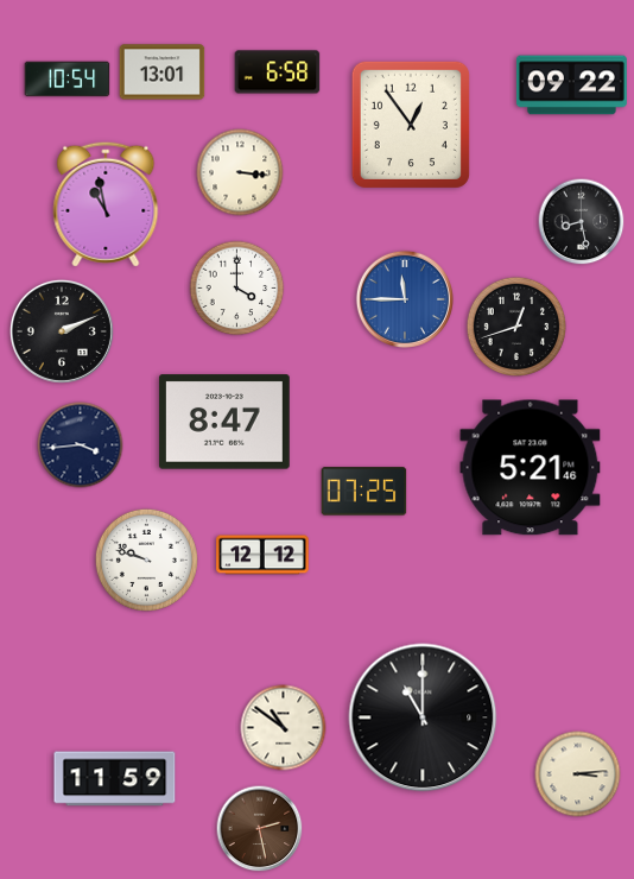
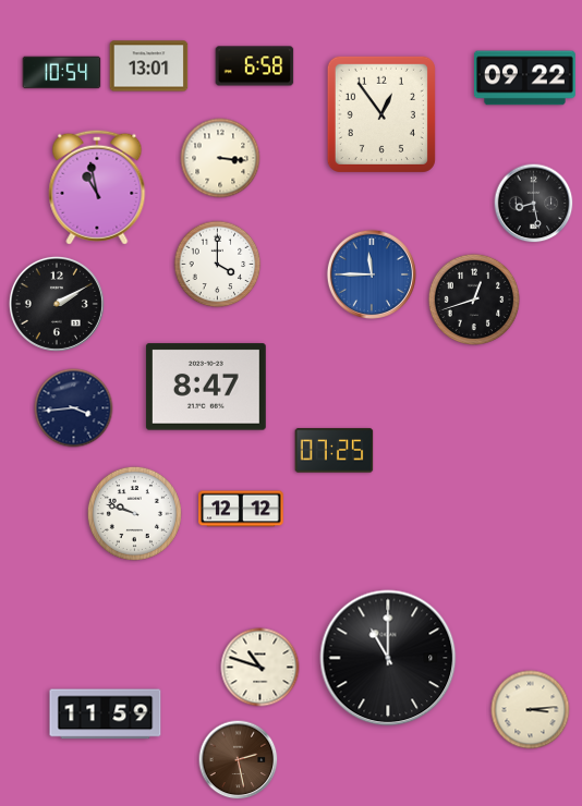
clock at (411, 125) position: (411, 125) -> (381, 114)
clock at (62, 331): 2:11 -> 2:10
clock at (531, 468): 5:21 -> none
clock at (284, 728): 10:51 -> 10:48
